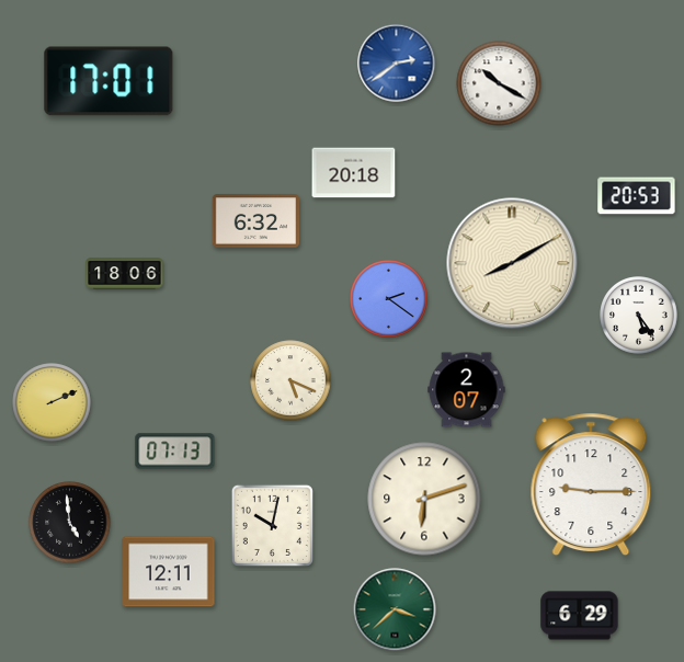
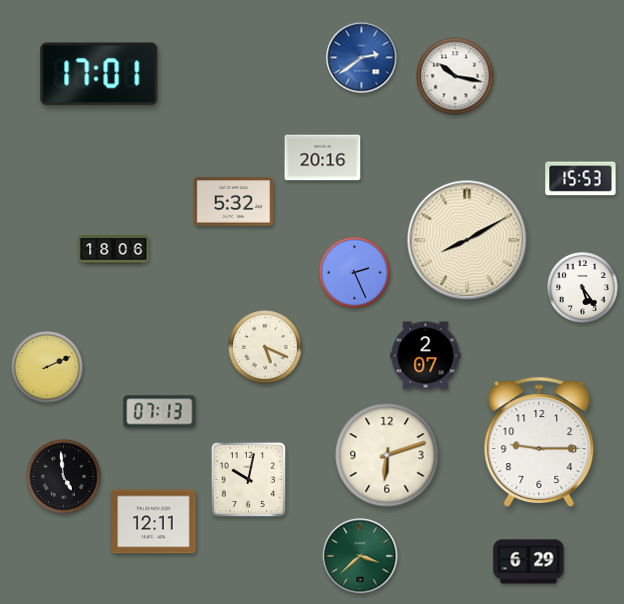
clock at (499, 83): 10:20 -> 10:17
clock at (354, 173): 20:18 -> 20:16
clock at (637, 196): 20:53 -> 15:53
clock at (256, 221): 6:32 -> 5:32
clock at (389, 299): 2:21 -> 2:26
